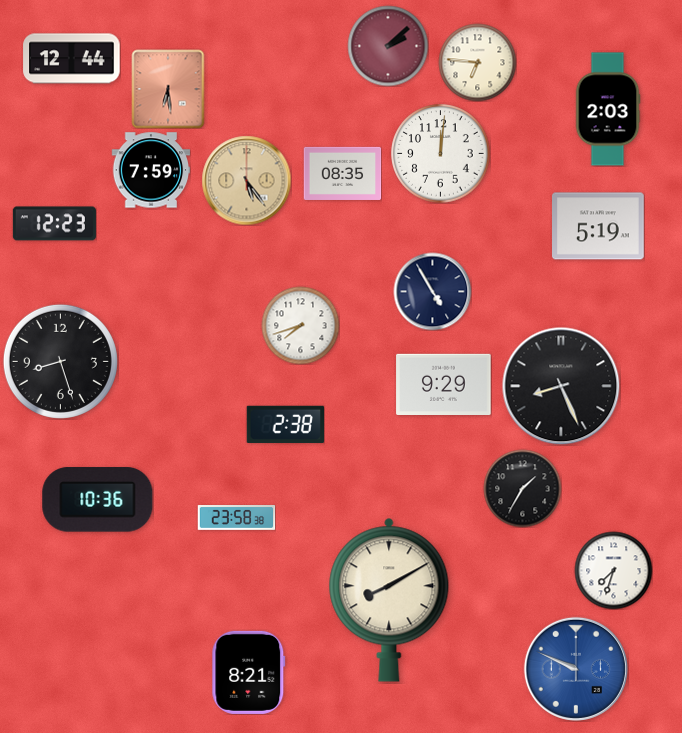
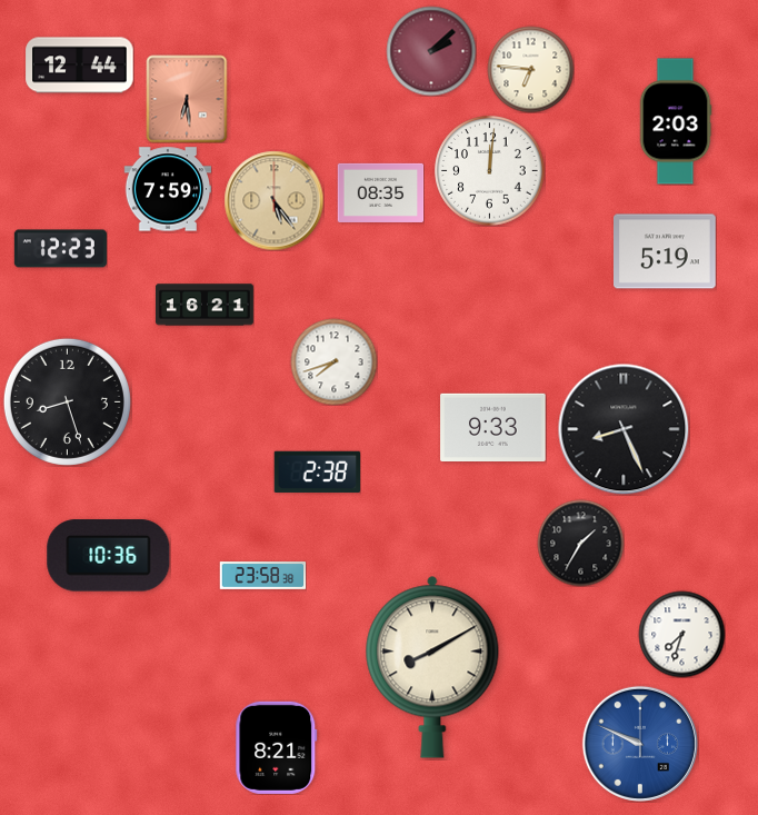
clock at (205, 305): none -> 16:21
clock at (432, 291): 4:55 -> none
clock at (444, 384): 9:29 -> 9:33
